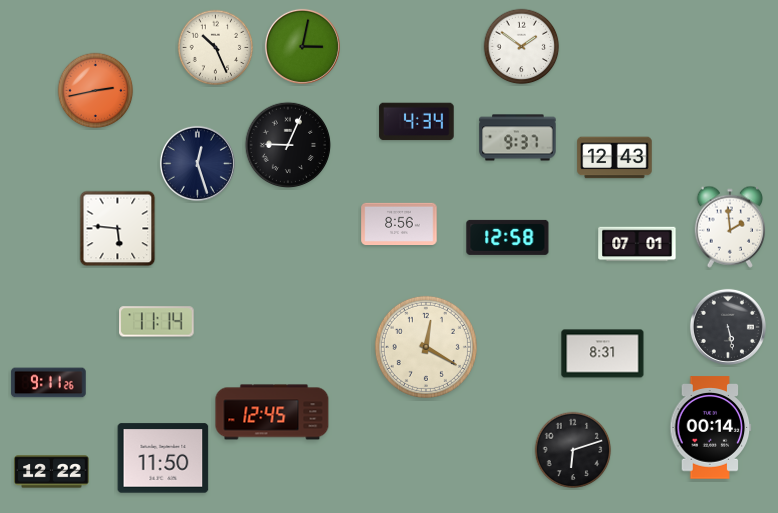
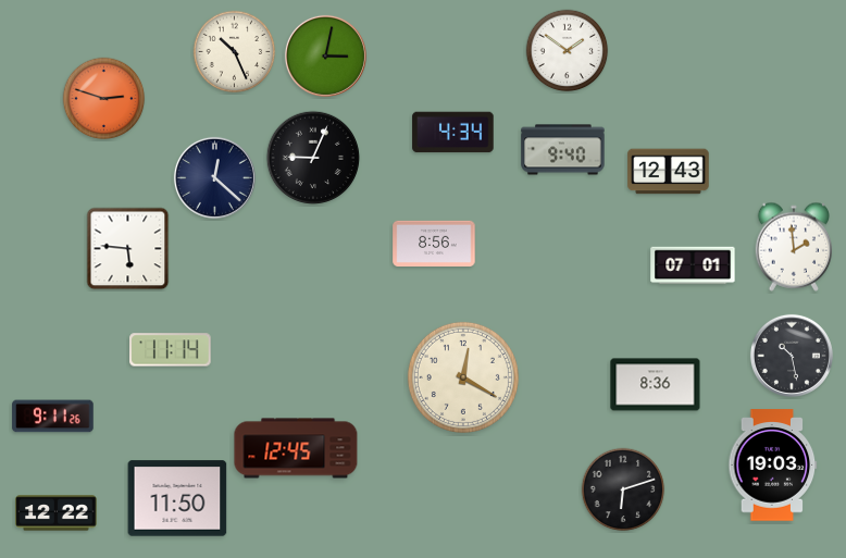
clock at (302, 46) position: (302, 46) -> (325, 55)
clock at (96, 91): 2:43 -> 2:48
clock at (518, 138): 9:37 -> 9:40
clock at (197, 163): 12:27 -> 12:22
clock at (508, 237): 12:58 -> none
clock at (728, 327): 5:28 -> 10:28
clock at (603, 354): 8:31 -> 8:36
clock at (711, 428): 00:14 -> 19:03
